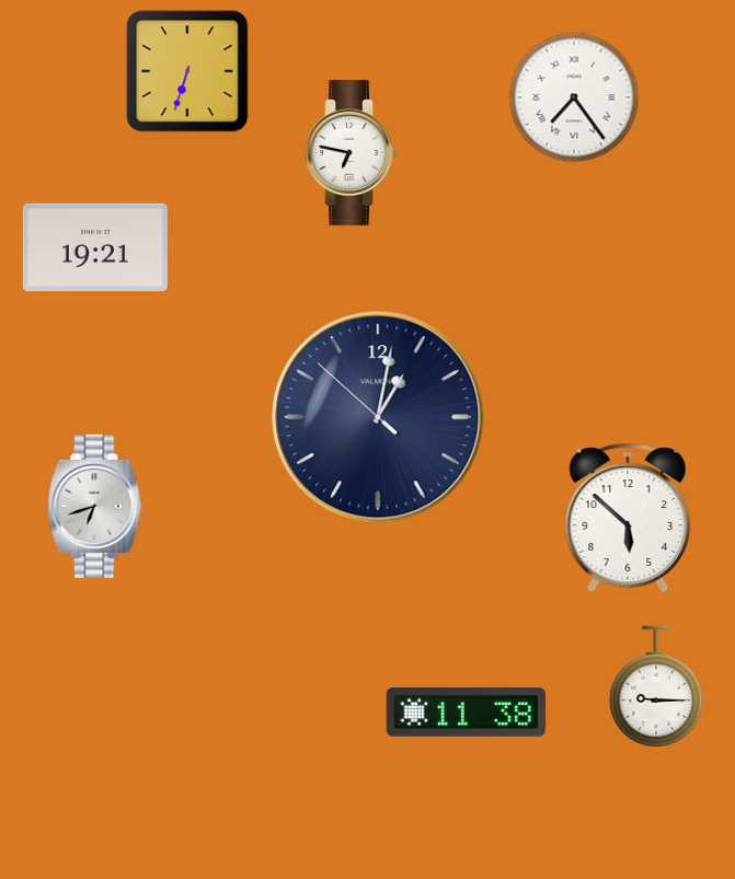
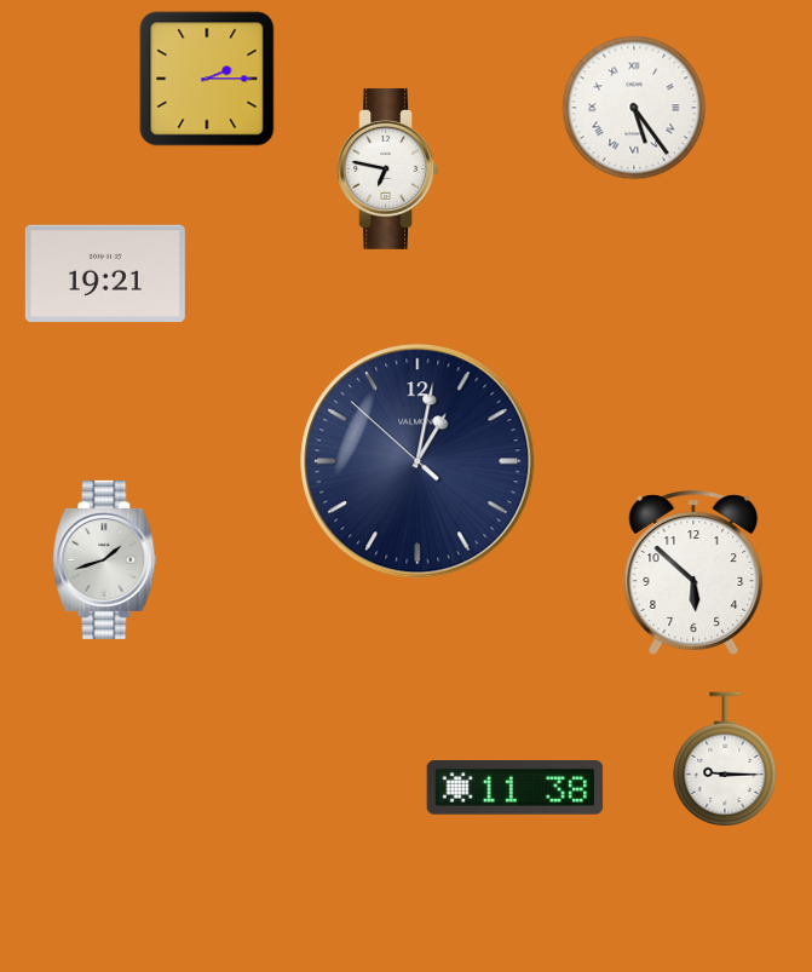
clock at (187, 71): 6:33 -> 2:15
clock at (574, 97): 7:24 -> 5:24
clock at (95, 506): 6:42 -> 1:42
